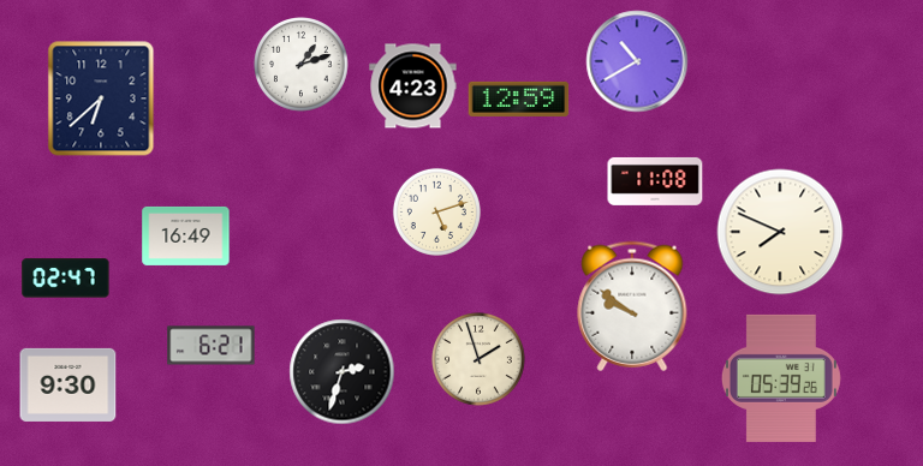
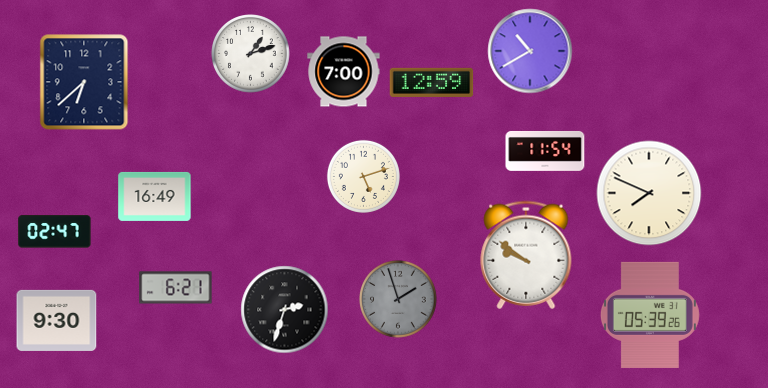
clock at (413, 86): 4:23 -> 7:00
clock at (655, 181): 11:08 -> 11:54
clock at (480, 360) dial: cream -> grey
